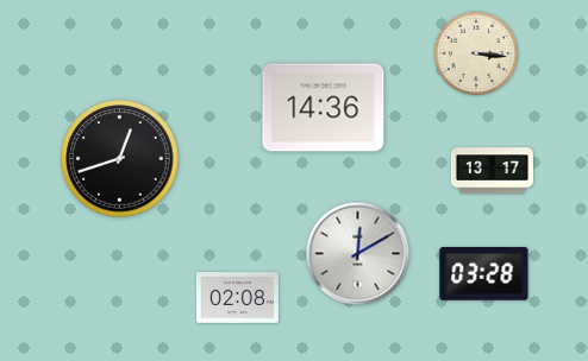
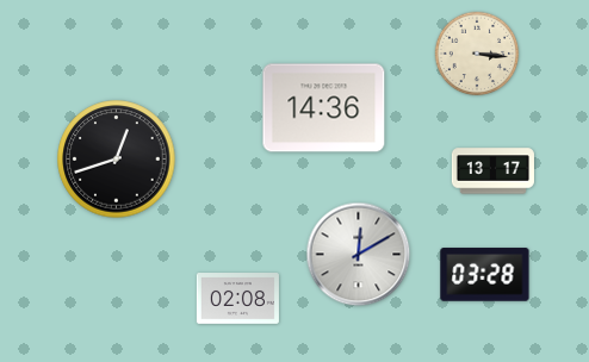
clock at (120, 159) position: (120, 159) -> (117, 160)
